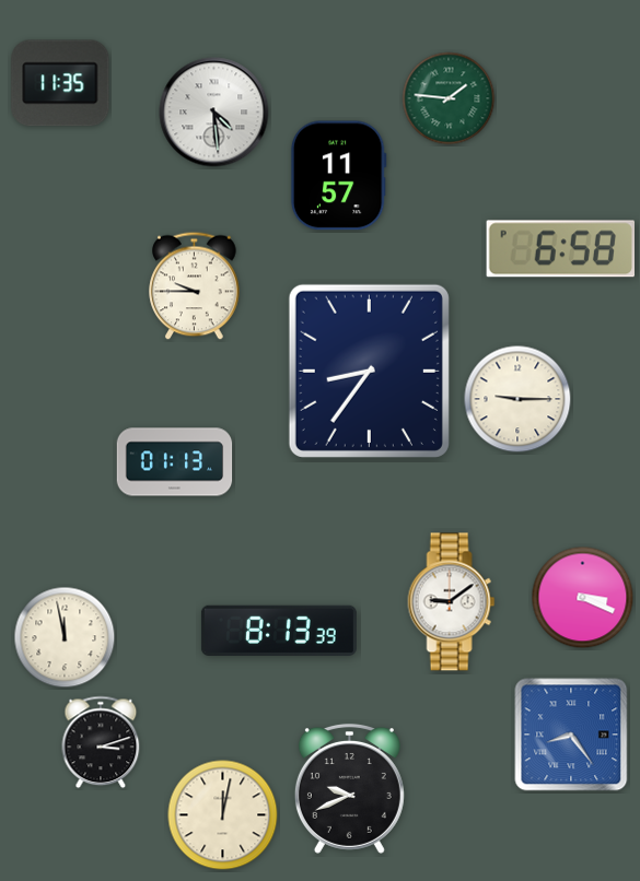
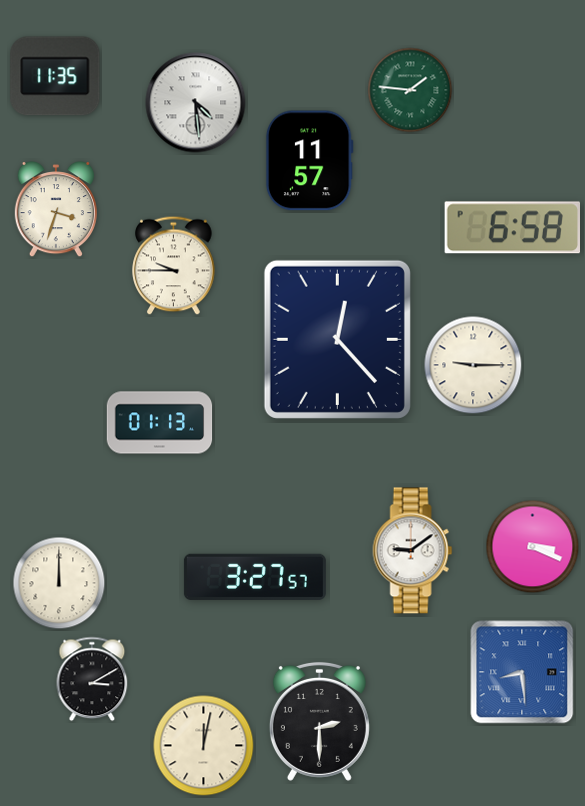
clock at (55, 210): none -> 3:33
clock at (195, 286) position: (195, 286) -> (174, 266)
clock at (369, 371): 8:36 -> 12:23
clock at (279, 631): 8:13 -> 3:27
clock at (65, 637): 11:58 -> 12:00
clock at (571, 735): 8:24 -> 8:29
clock at (101, 742): 3:12 -> 3:10
clock at (349, 788): 9:41 -> 2:30
